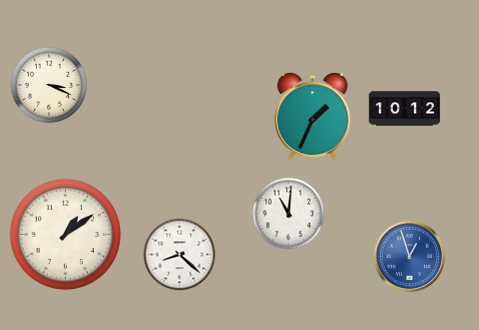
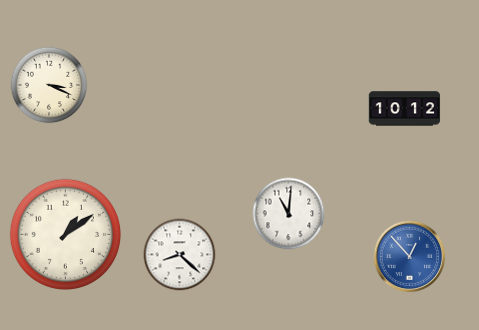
clock at (313, 116): 1:34 -> none
clock at (410, 257): 12:57 -> 12:53
